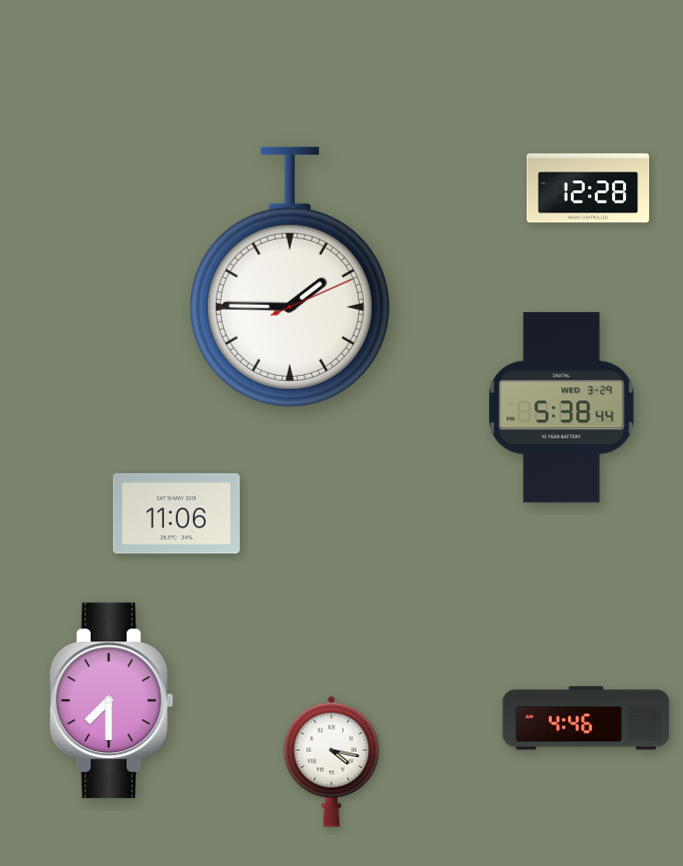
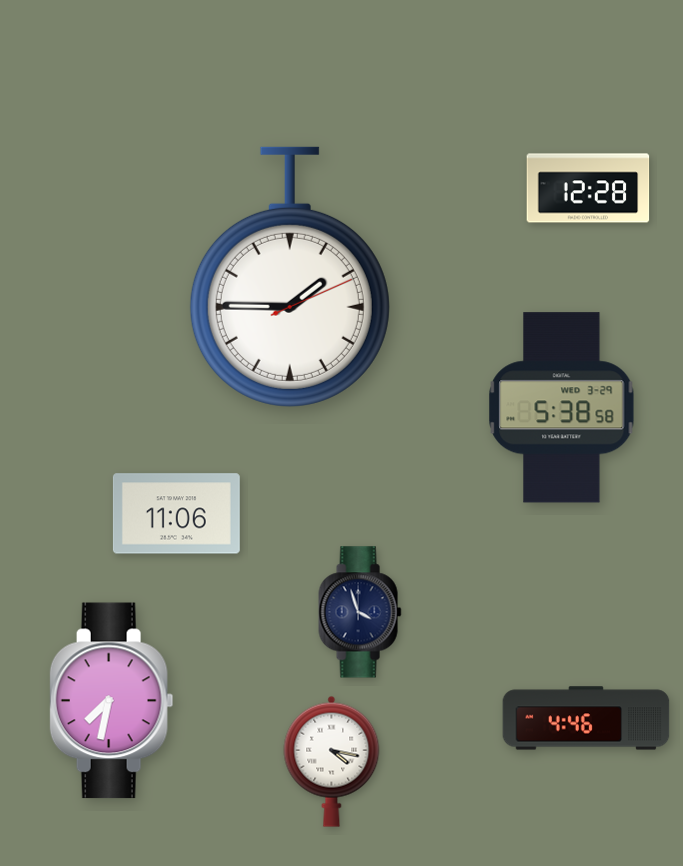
clock at (562, 408): 5:38:44 -> 5:38:58
clock at (360, 612): none -> 3:57
clock at (112, 701): 7:30 -> 7:32
